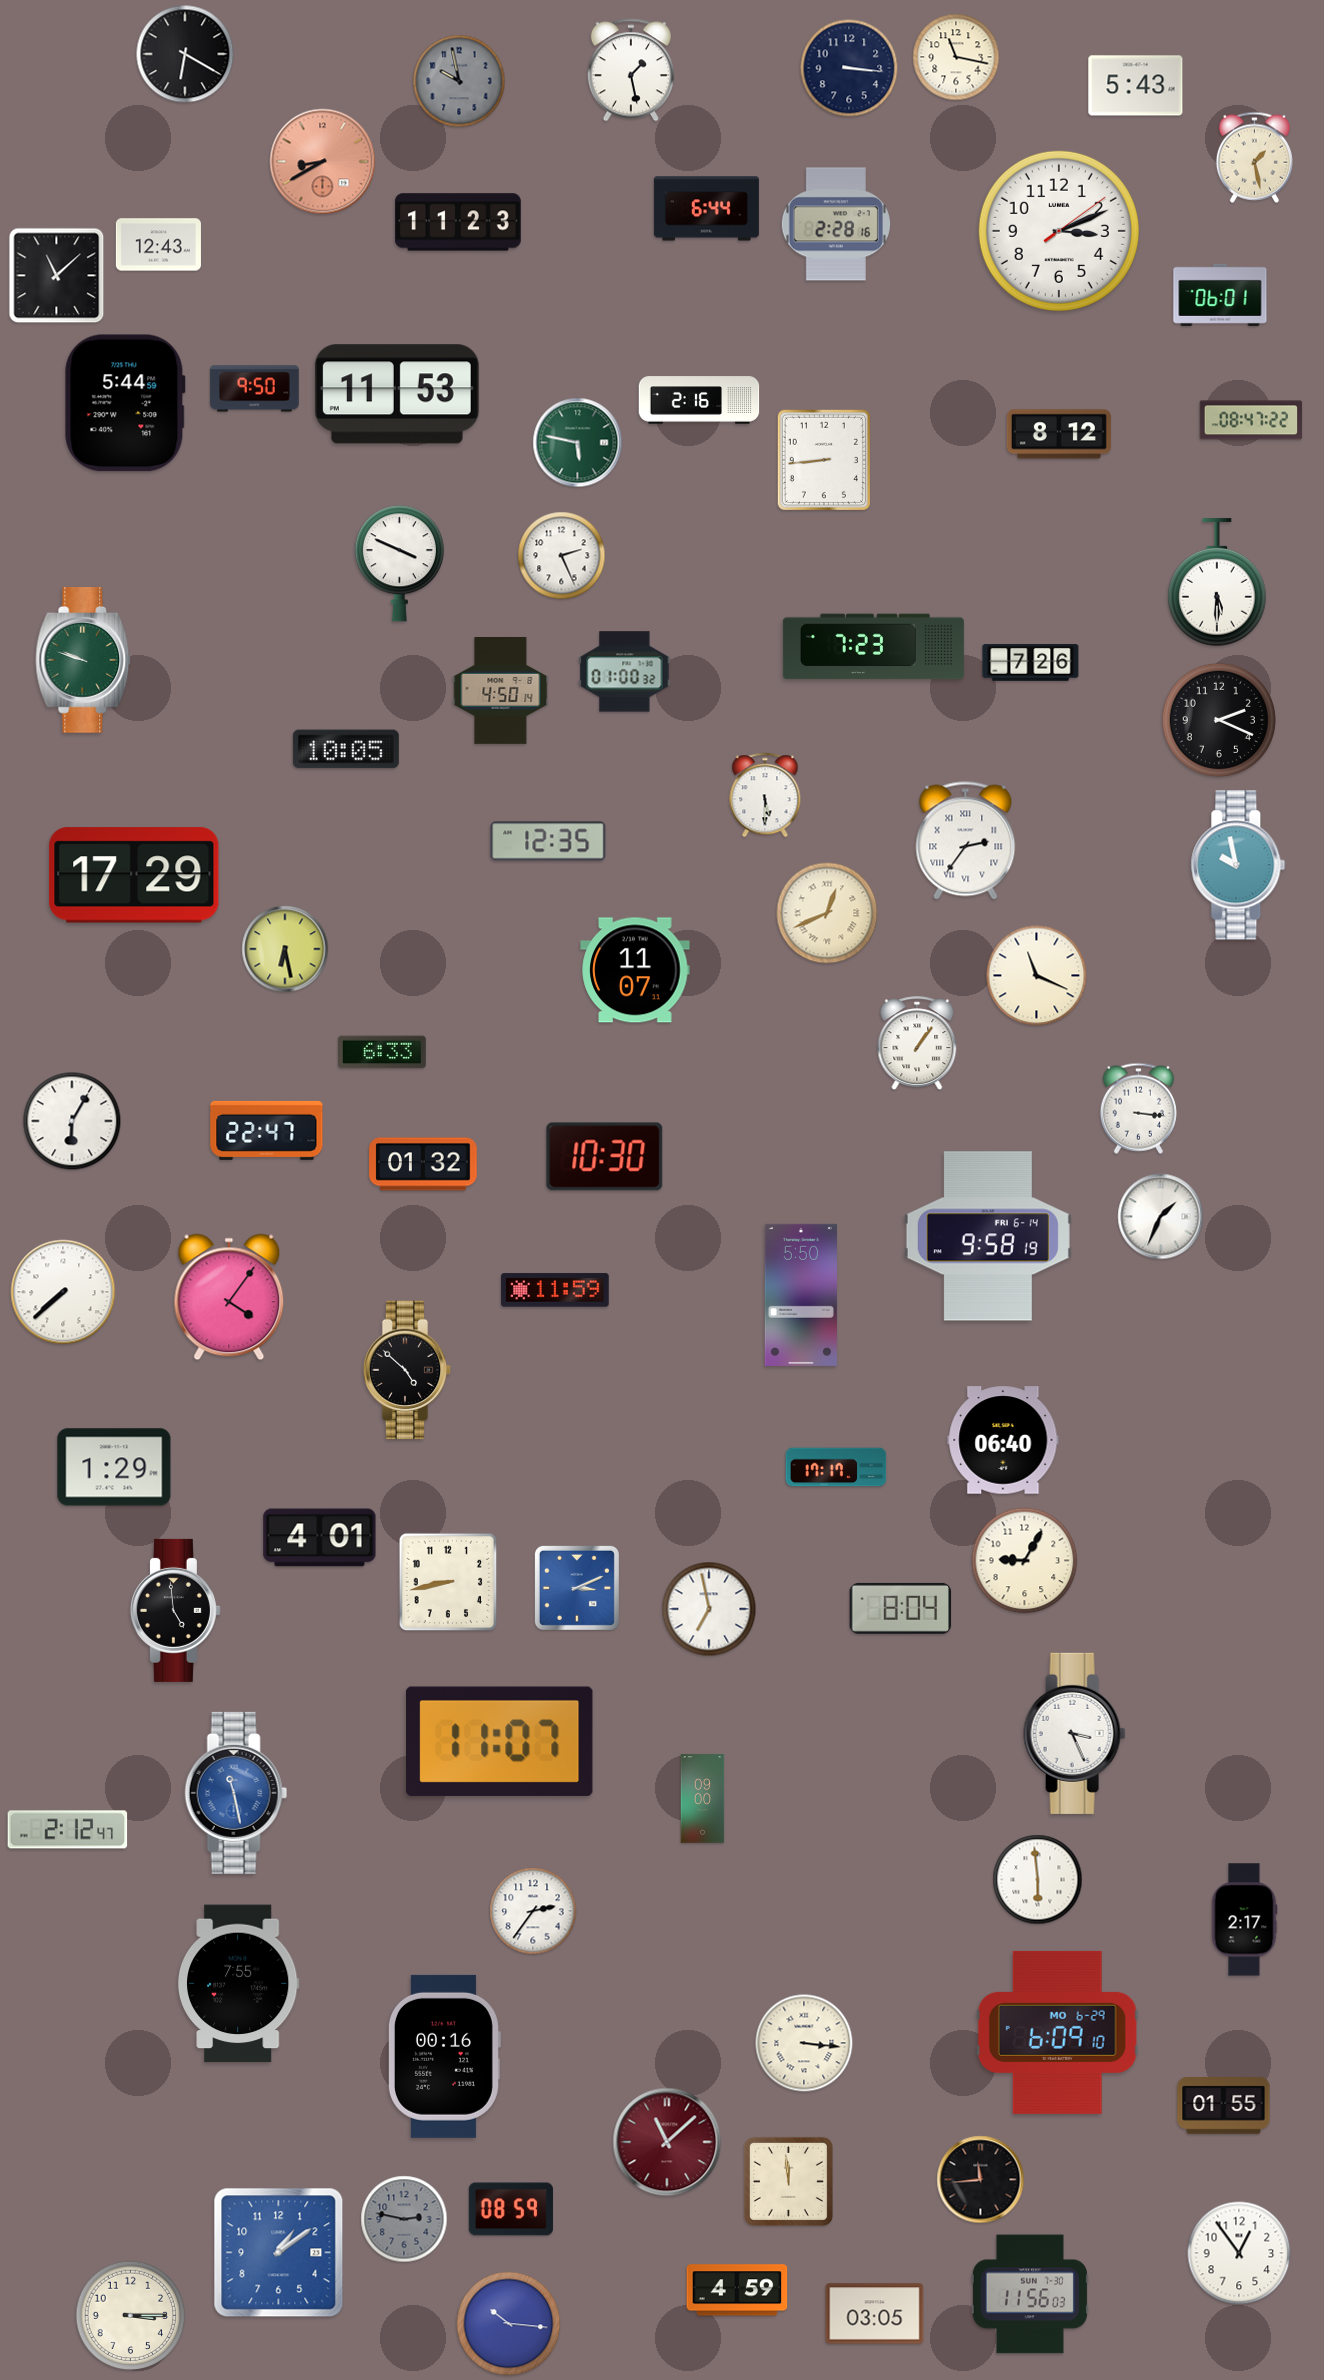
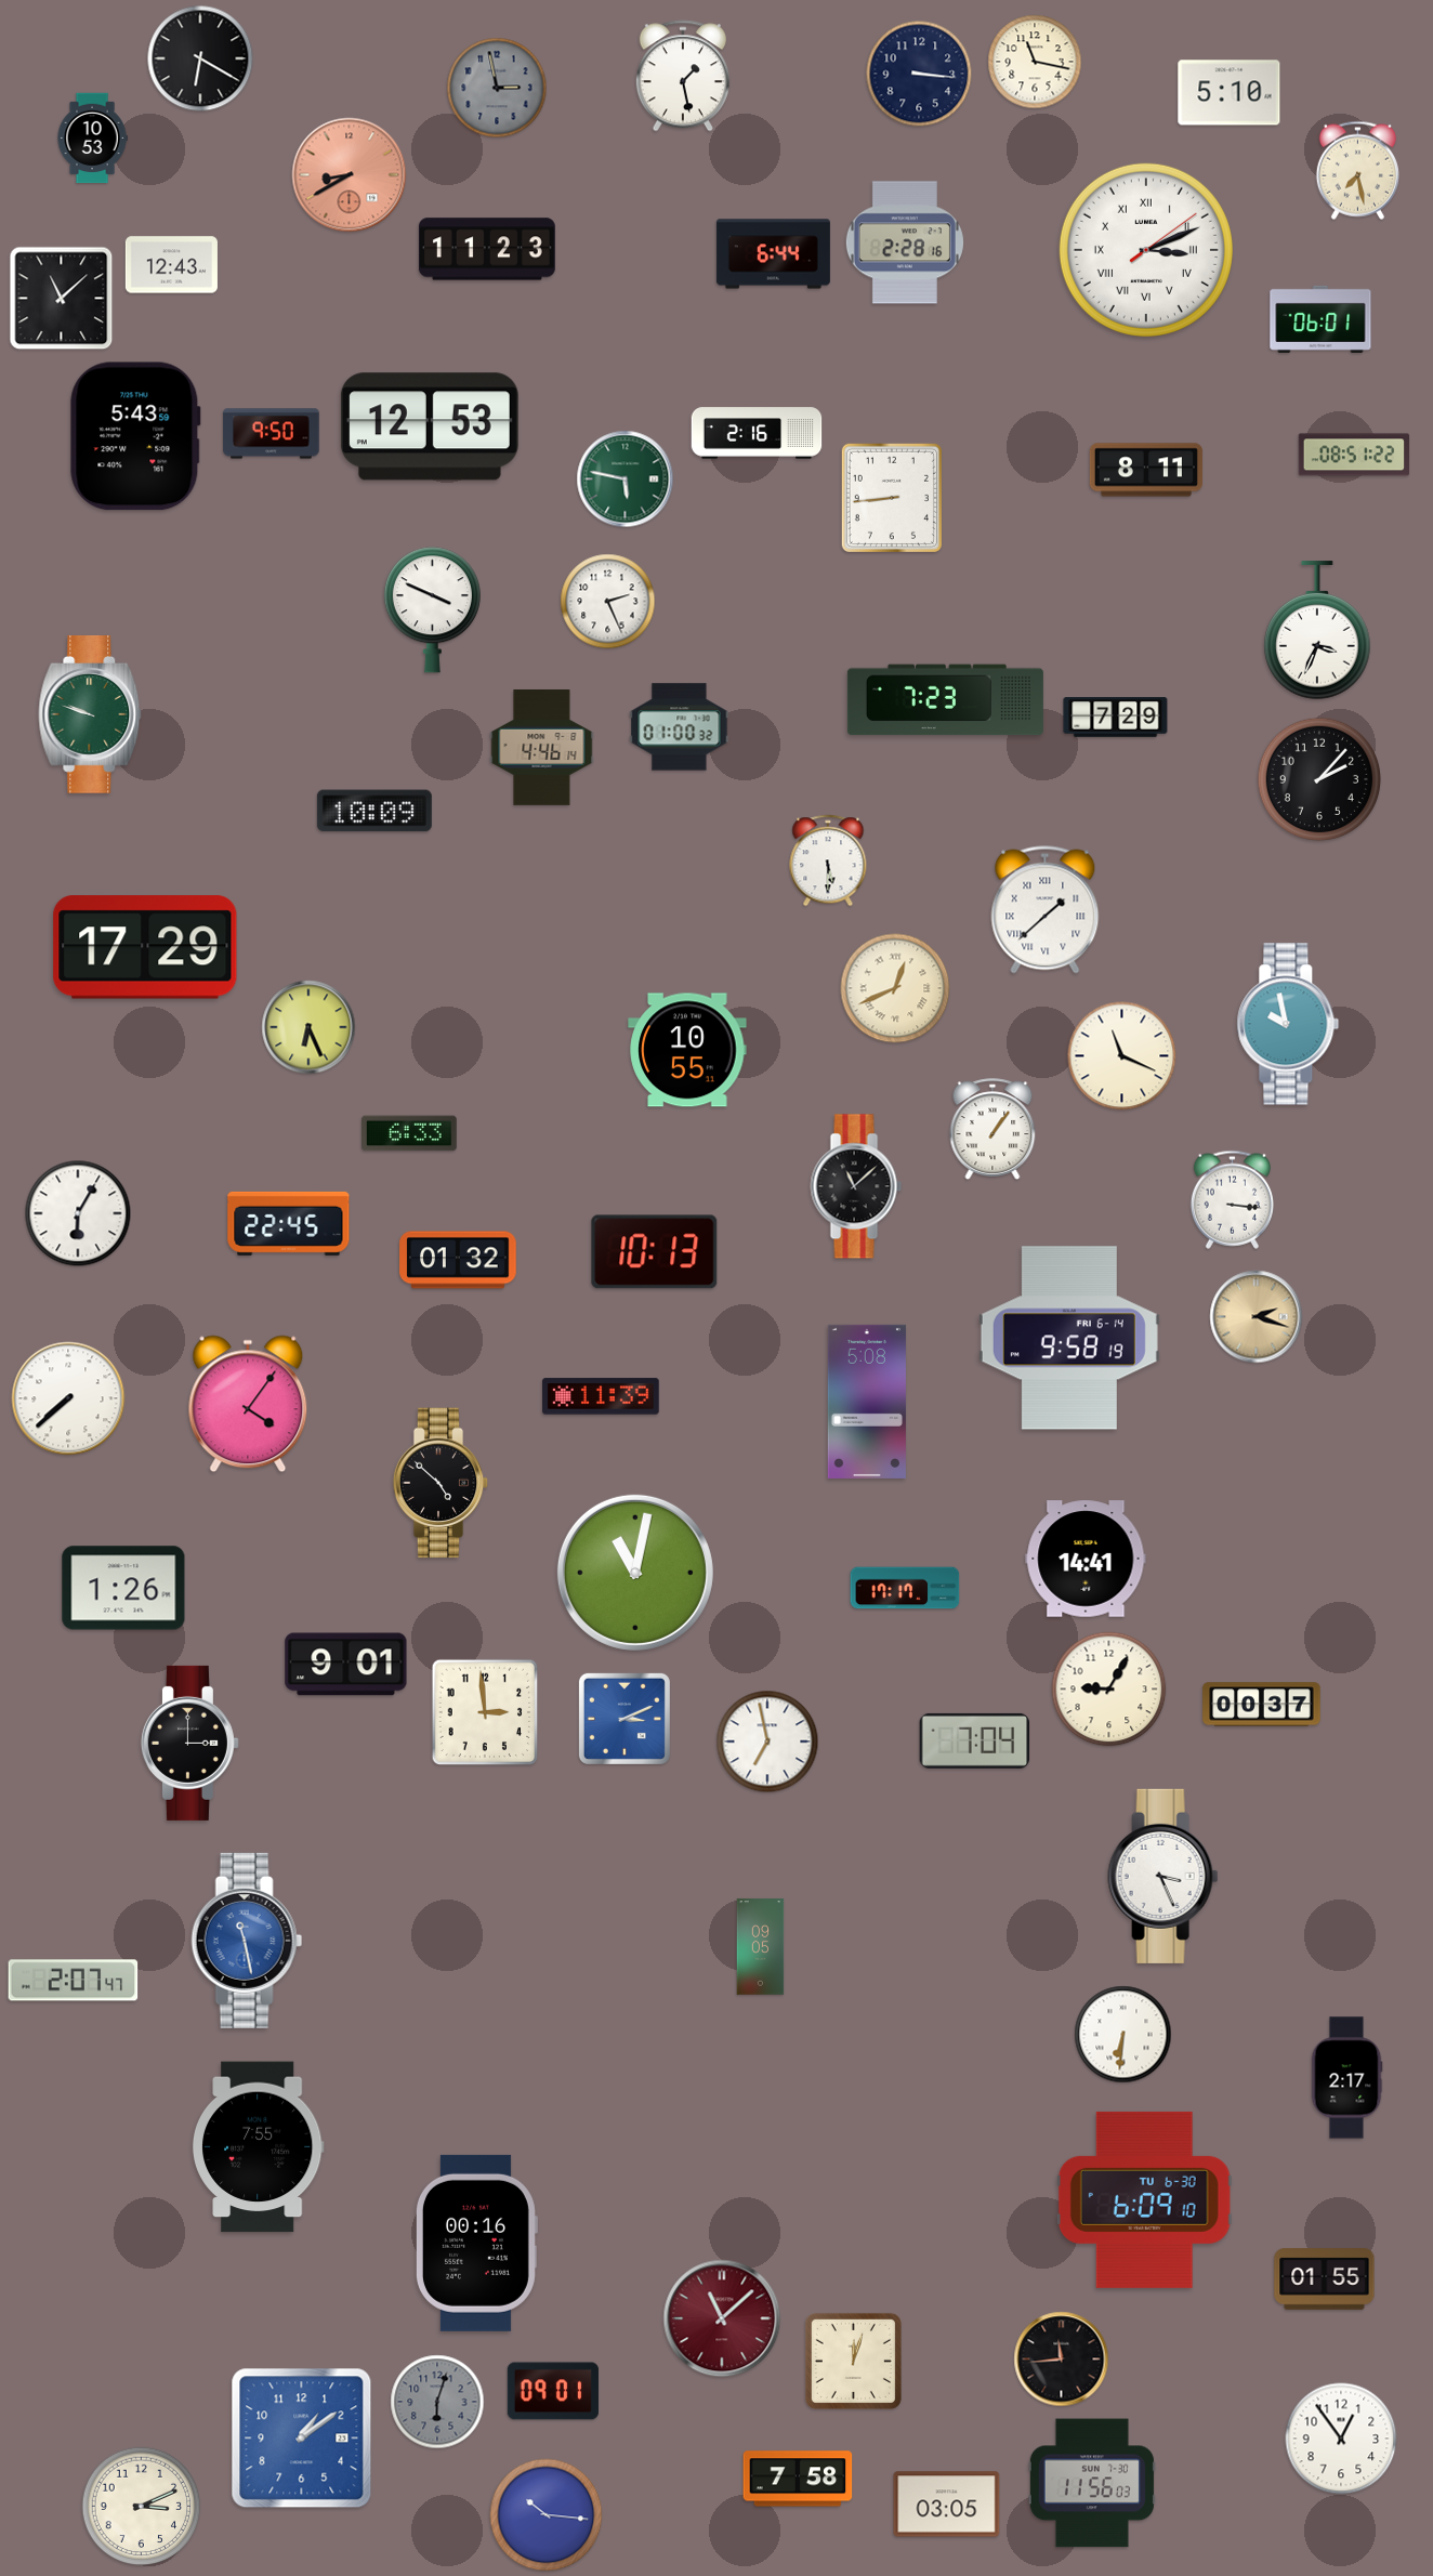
clock at (459, 81): 9:58 -> 2:58
clock at (1136, 86): 5:43 -> 5:10
clock at (92, 139): none -> 10:53
clock at (1254, 157): 1:28 -> 7:28
clock at (706, 209) position: (706, 209) -> (773, 254)
clock at (458, 222) position: (458, 222) -> (487, 249)
clock at (1059, 231) numerals: Arabic -> Roman
clock at (255, 389) position: (255, 389) -> (272, 434)
clock at (397, 394): 11:53 -> 12:53
clock at (125, 403): 5:44 -> 5:43
clock at (1251, 420): 08:47 -> 08:51
clock at (1059, 434): 8:12 -> 8:11
clock at (1217, 583): 5:30 -> 3:34
clock at (1031, 663): 7:26 -> 7:29
clock at (625, 672) position: (625, 672) -> (680, 727)
clock at (501, 691): 4:50 -> 4:46
clock at (1219, 720): 2:19 -> 2:07
clock at (346, 749): 10:05 -> 10:09
clock at (548, 841): 12:35 -> none
clock at (966, 841): 2:36 -> 1:38
clock at (1238, 865) position: (1238, 865) -> (1288, 1024)
clock at (285, 949): 6:28 -> 6:26
clock at (635, 970): 11:07 -> 10:55
clock at (383, 1052) position: (383, 1052) -> (410, 1133)
clock at (856, 1186): none -> 11:08
clock at (267, 1130): 22:47 -> 22:45
clock at (605, 1157): 10:30 -> 10:13
clock at (1161, 1217): 1:34 -> 2:18
clock at (1161, 1217) dial: white -> champagne
clock at (555, 1290): 11:59 -> 11:39
clock at (801, 1295): 5:50 -> 5:08
clock at (1003, 1440): 06:40 -> 14:41
clock at (635, 1573): none -> 11:02
clock at (114, 1467): 1:29 -> 1:26
clock at (320, 1538): 4:01 -> 9:01
clock at (1262, 1705): none -> 00:37
clock at (448, 1582): 8:43 -> 2:59
clock at (901, 1608): 8:04 -> 7:04
clock at (175, 1610): 4:59 -> 3:00
clock at (500, 1741): 11:07 -> none
clock at (236, 1793) position: (236, 1793) -> (247, 1941)
clock at (703, 1799): 09:00 -> 09:05
clock at (68, 1830): 2:12 -> 2:07
clock at (1038, 1880): 5:59 -> 6:31
clock at (533, 1911): 2:36 -> none
clock at (1057, 2032) date: MO 6-29 -> TU 6-30
clock at (804, 2043): 3:16 -> none
clock at (445, 2056) position: (445, 2056) -> (477, 2243)
clock at (788, 2181): 11:59 -> 12:03
clock at (511, 2209): 08:59 -> 09:01
clock at (404, 2219): 2:47 -> 6:03
clock at (737, 2290): 4:59 -> 7:58
clock at (1030, 2294) position: (1030, 2294) -> (1092, 2483)
clock at (131, 2316): 3:15 -> 3:11
clock at (509, 2324) position: (509, 2324) -> (547, 2515)
